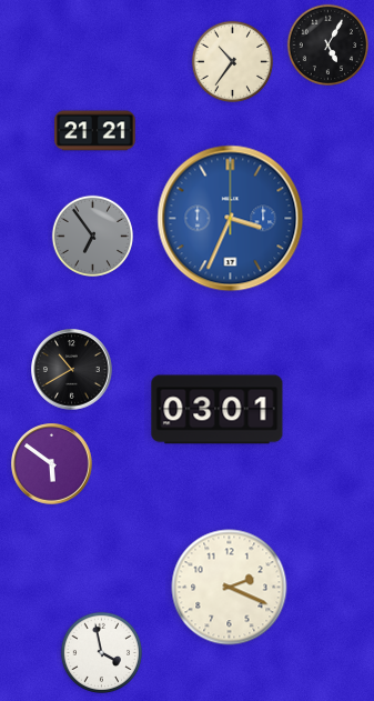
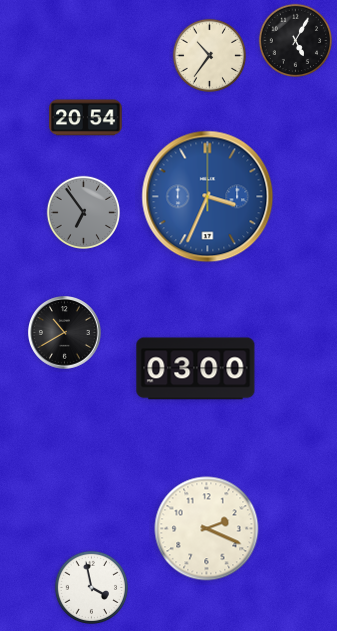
clock at (95, 131): 21:21 -> 20:54
clock at (218, 410): 03:01 -> 03:00
clock at (52, 464): 5:51 -> none
